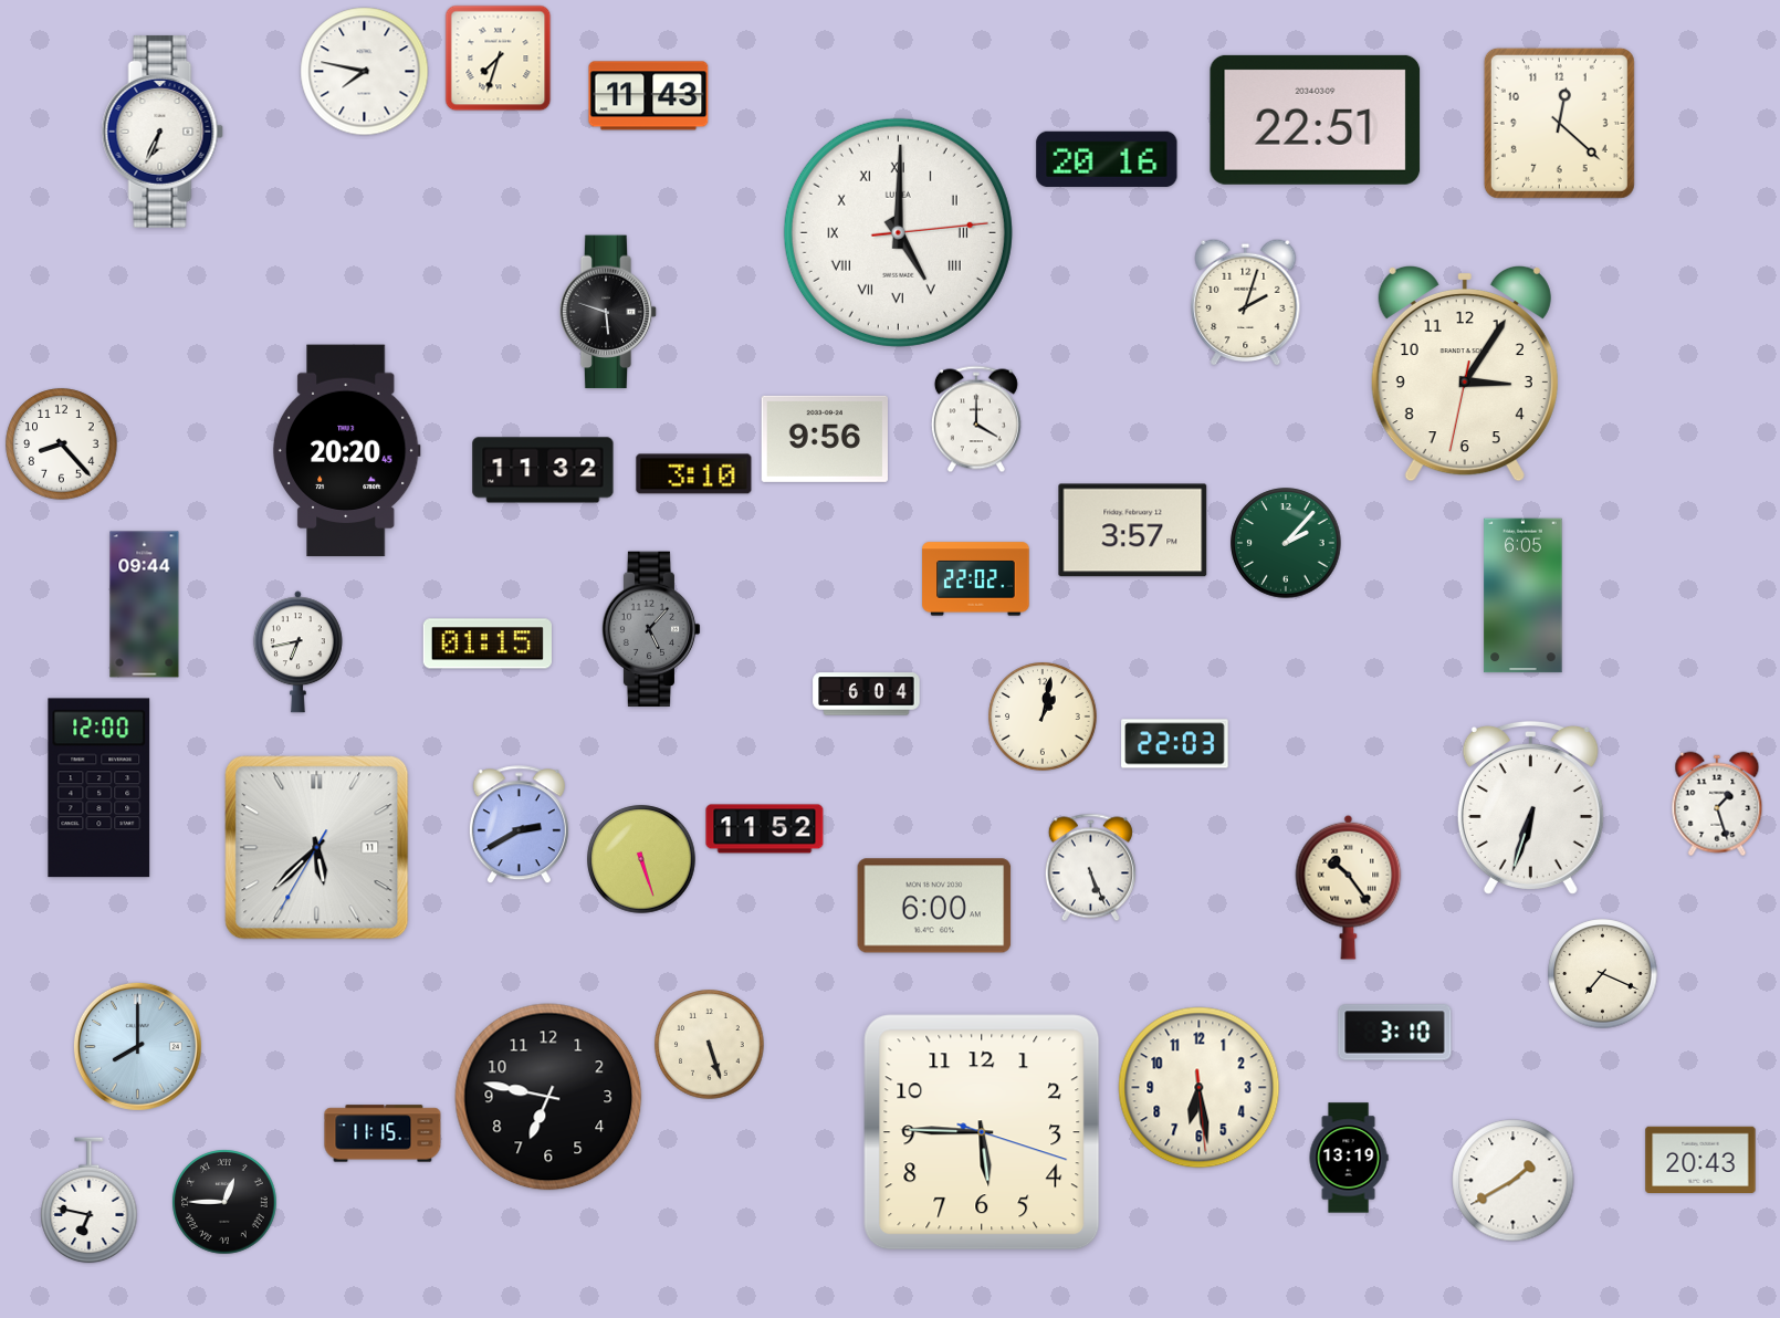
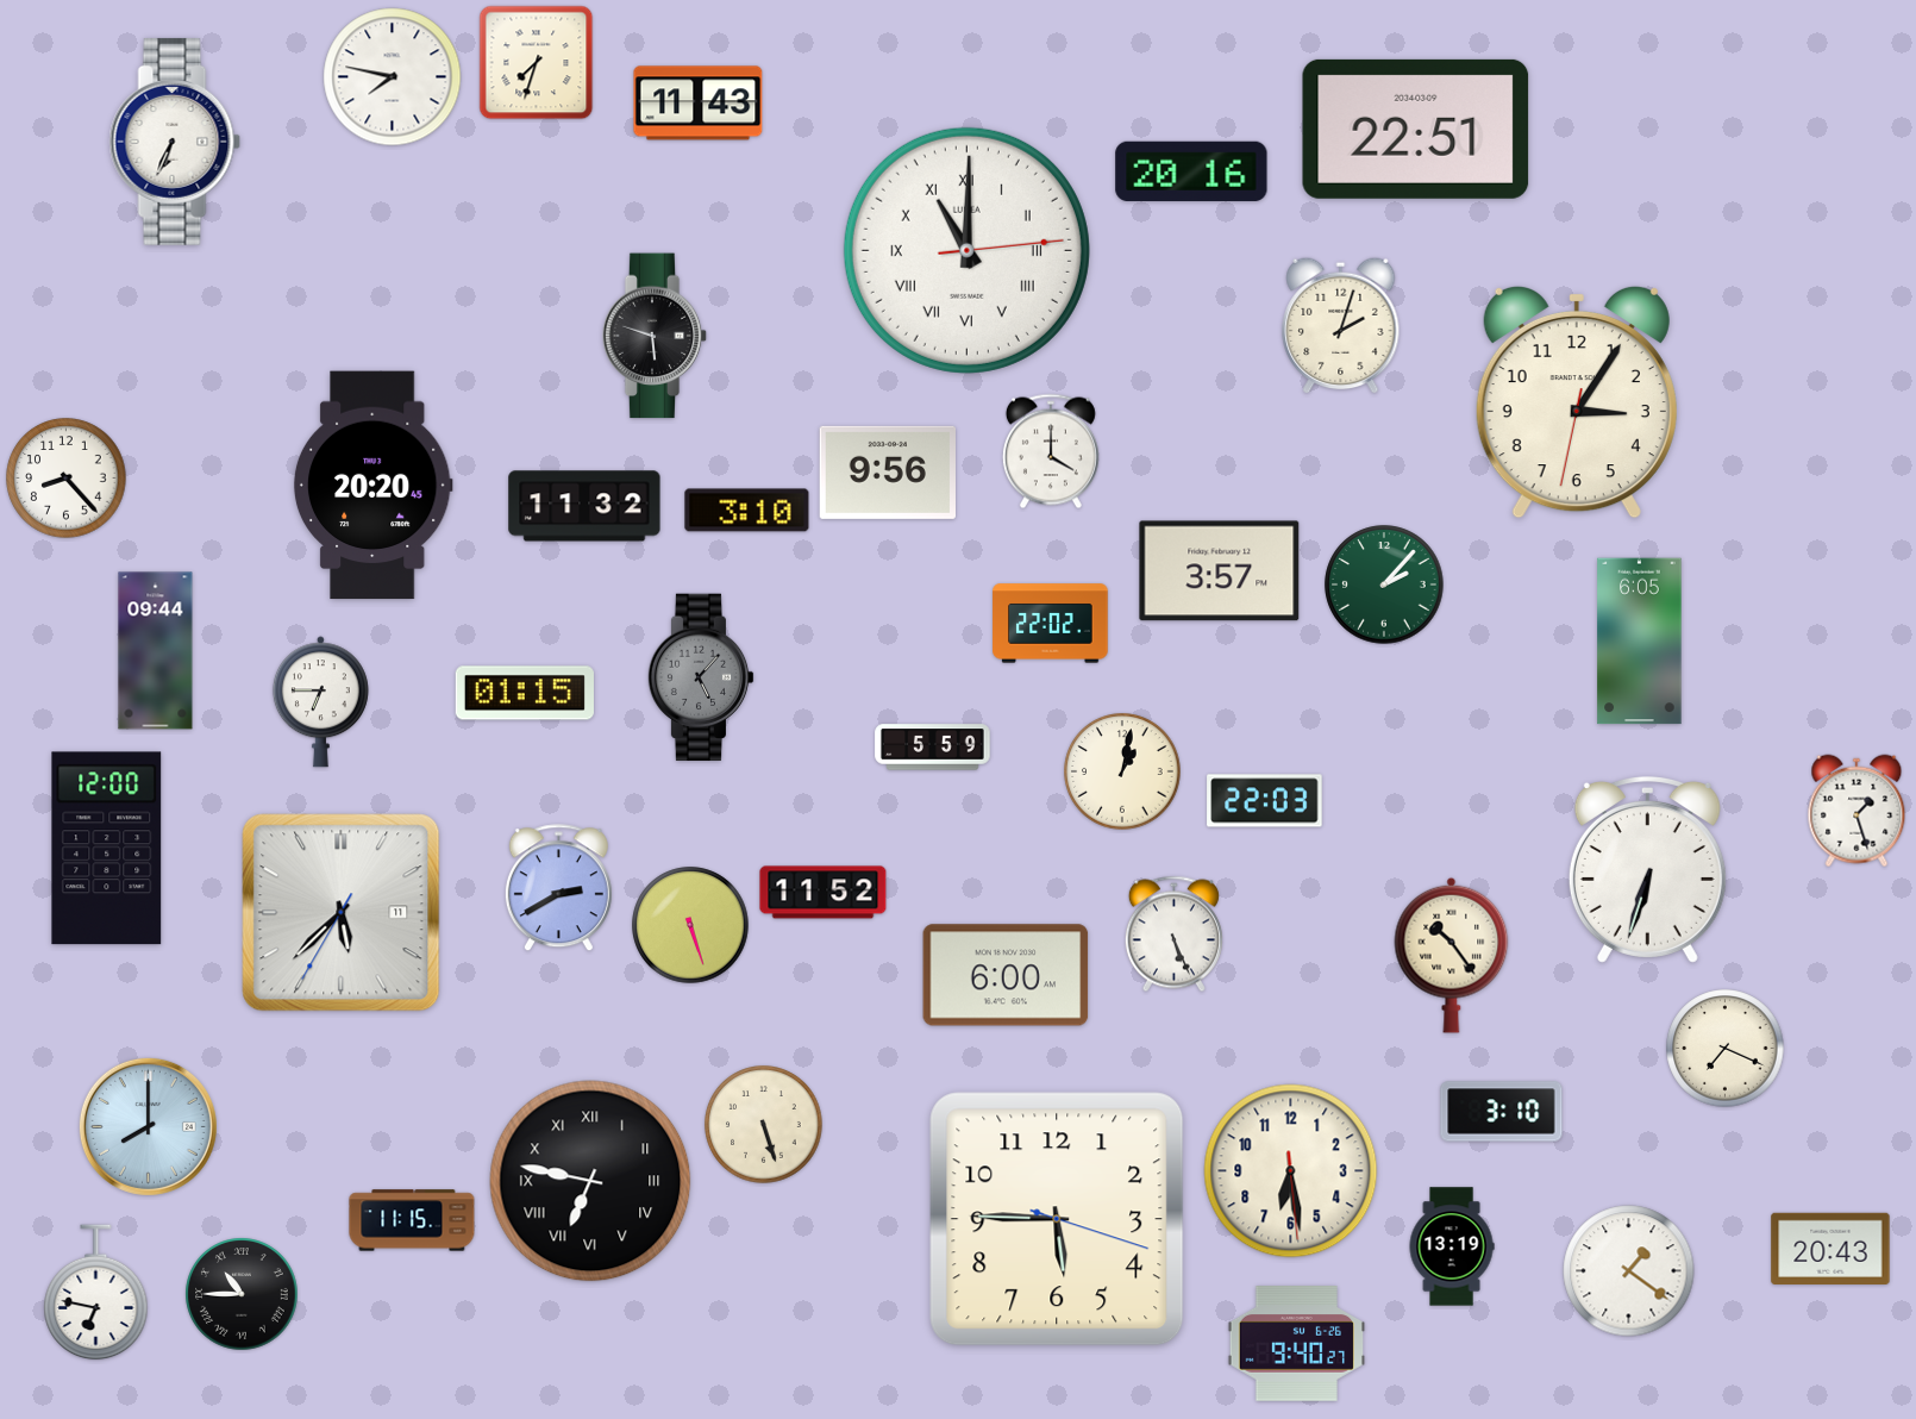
clock at (1559, 123): 12:22 -> none
clock at (898, 232): 5:00 -> 11:00
clock at (297, 652): 6:43 -> 6:45
clock at (867, 694): 6:04 -> 5:59
clock at (1717, 804) position: (1717, 804) -> (1856, 811)
clock at (548, 1097) numerals: Arabic -> Roman
clock at (1514, 1181): 1:40 -> 1:21
clock at (224, 1202): 12:45 -> 10:45
clock at (1296, 1344): none -> 9:40
